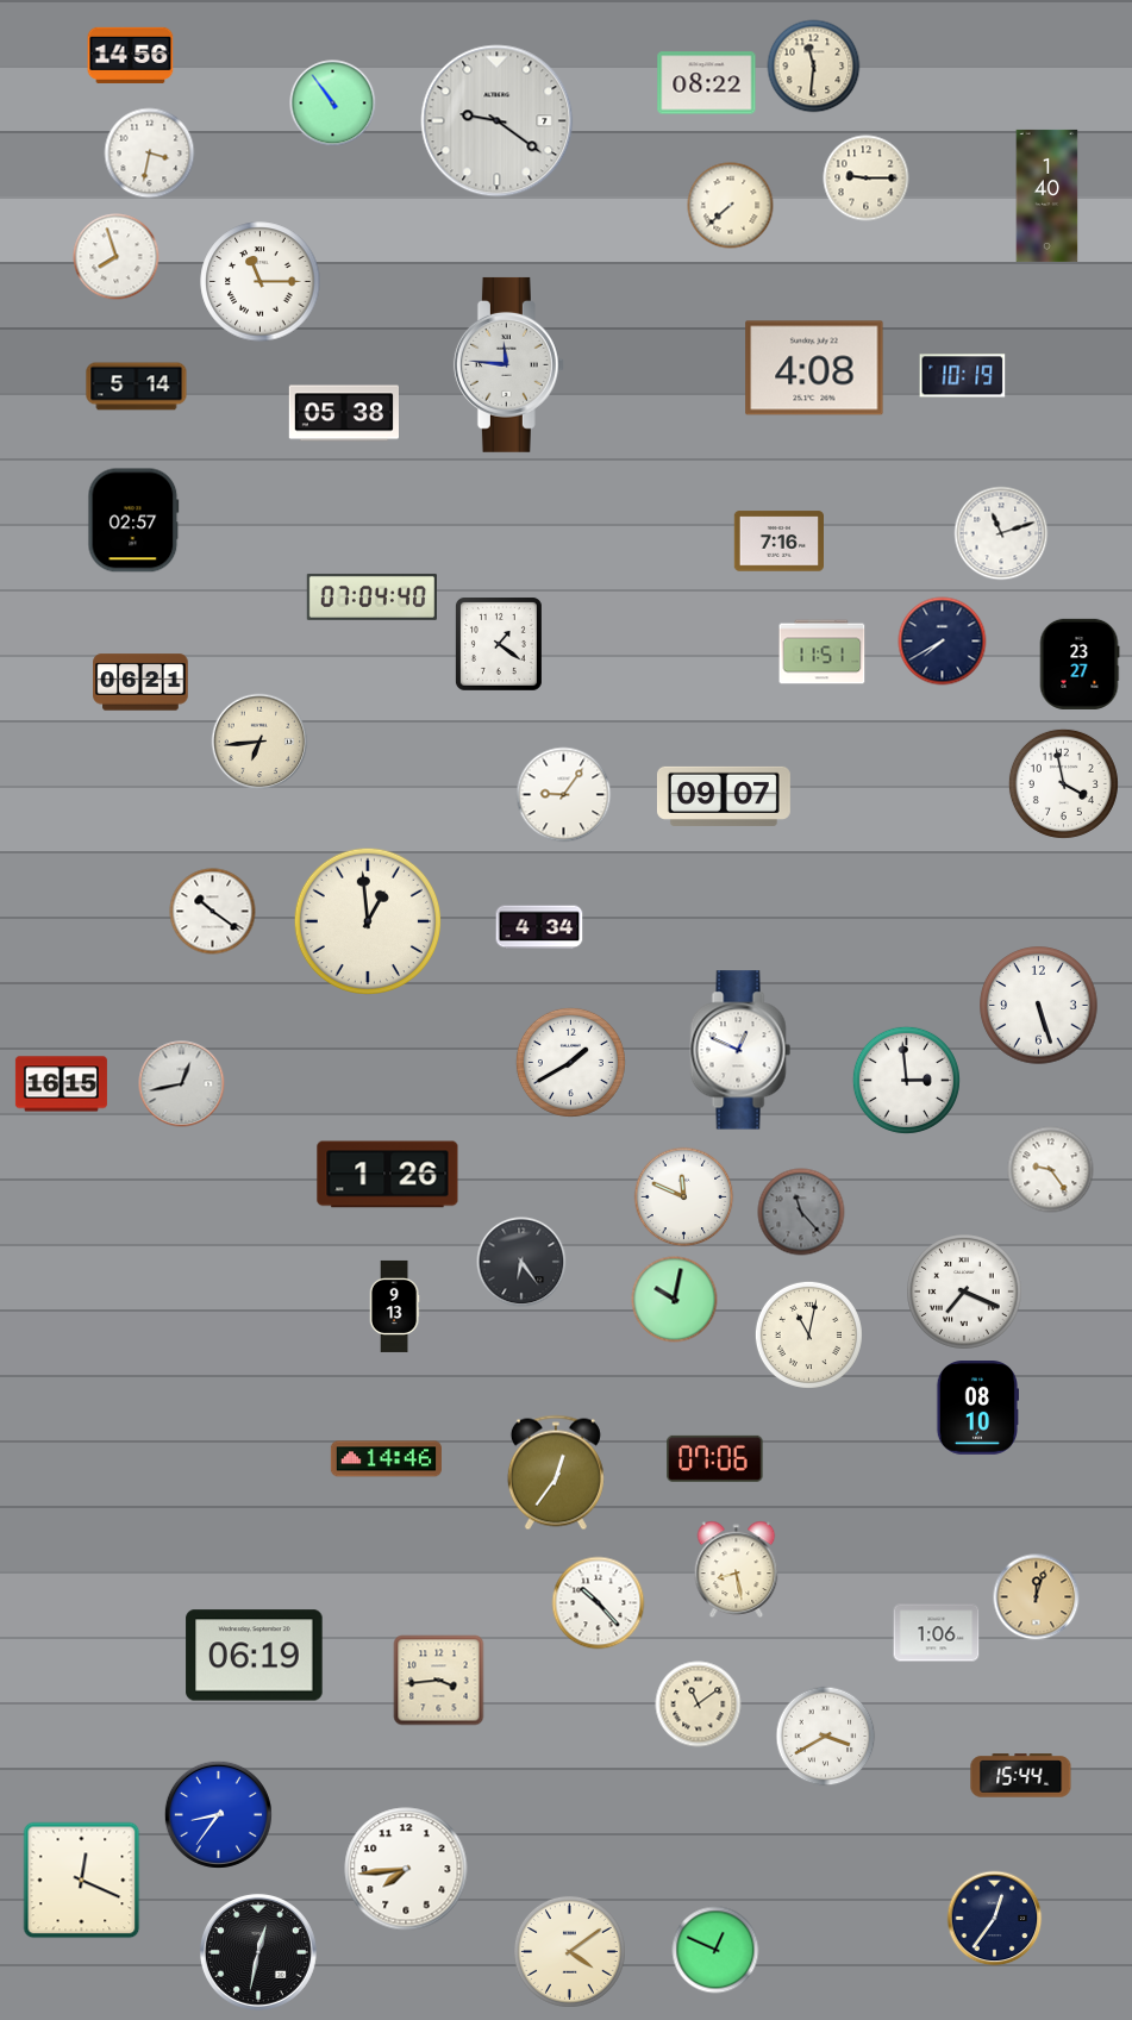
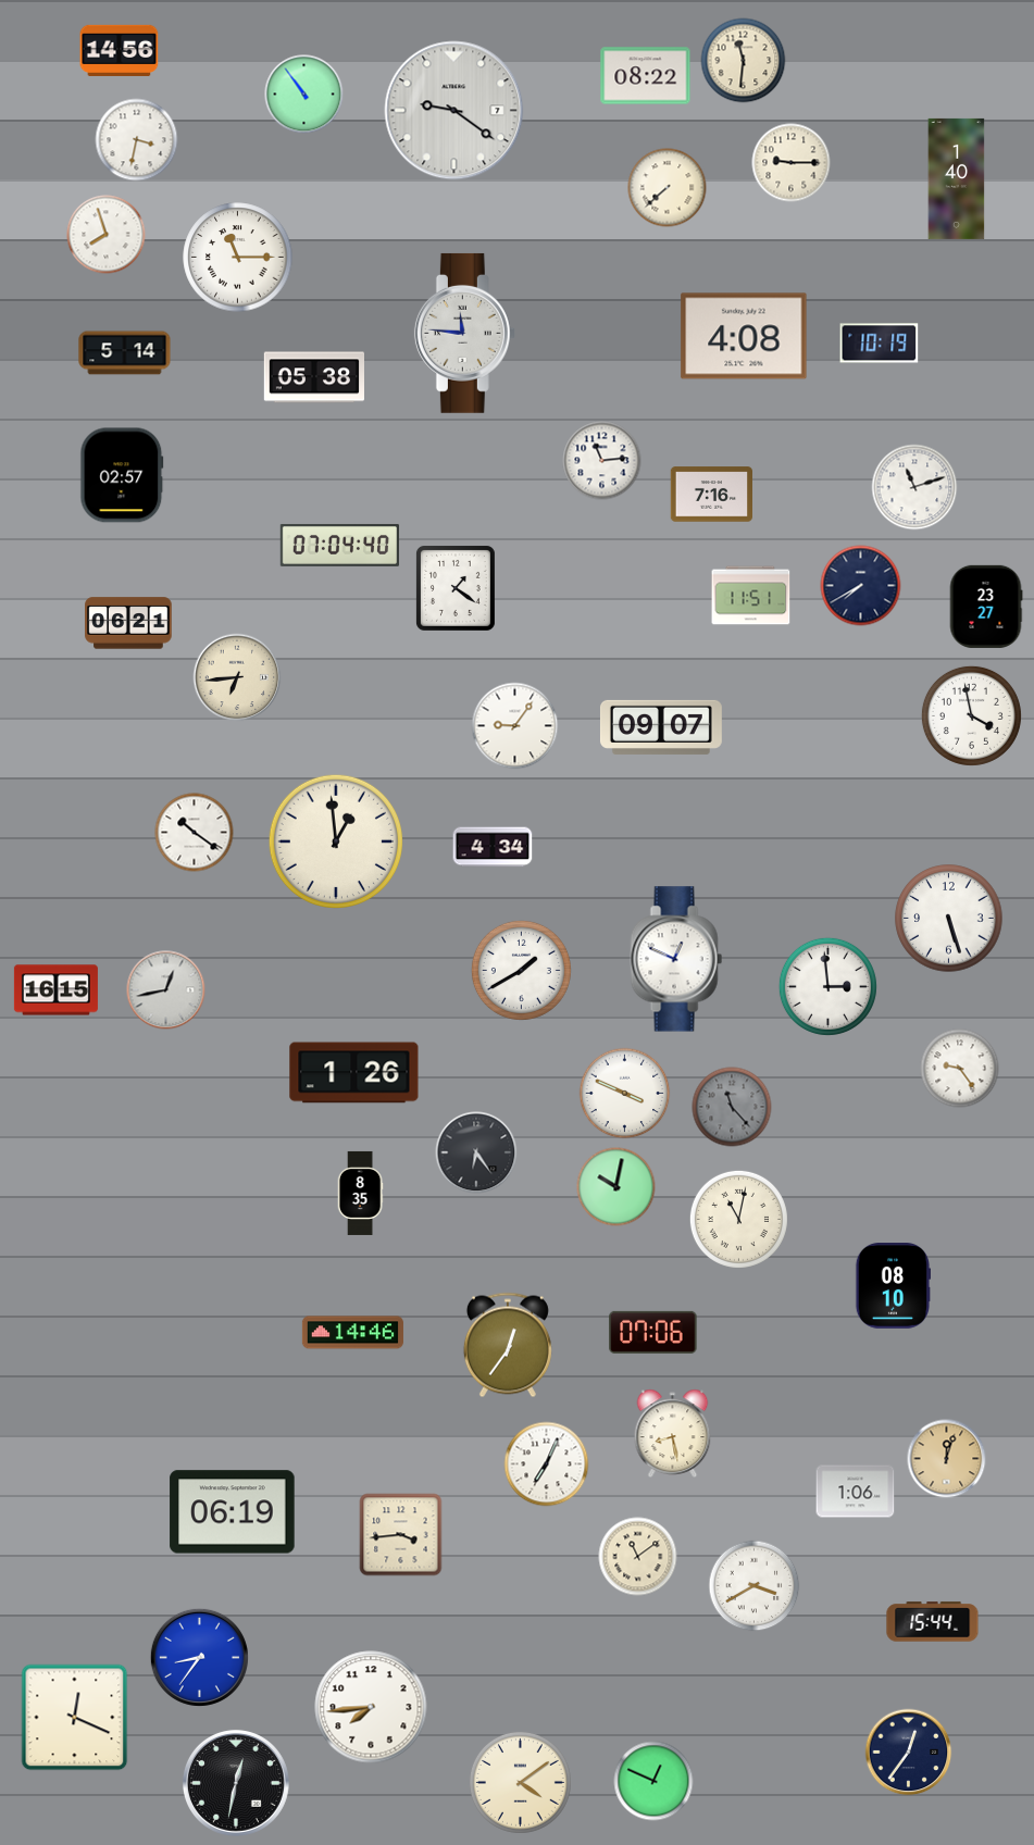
clock at (602, 461): none -> 11:14
clock at (684, 1197): 11:49 -> 3:49
clock at (964, 1292): 7:19 -> none
clock at (394, 1306): 9:13 -> 8:35
clock at (599, 1603): 10:23 -> 7:04
